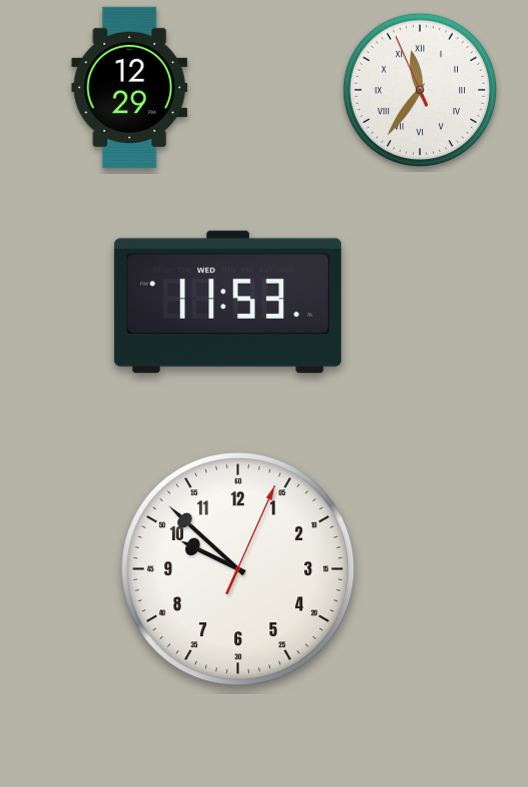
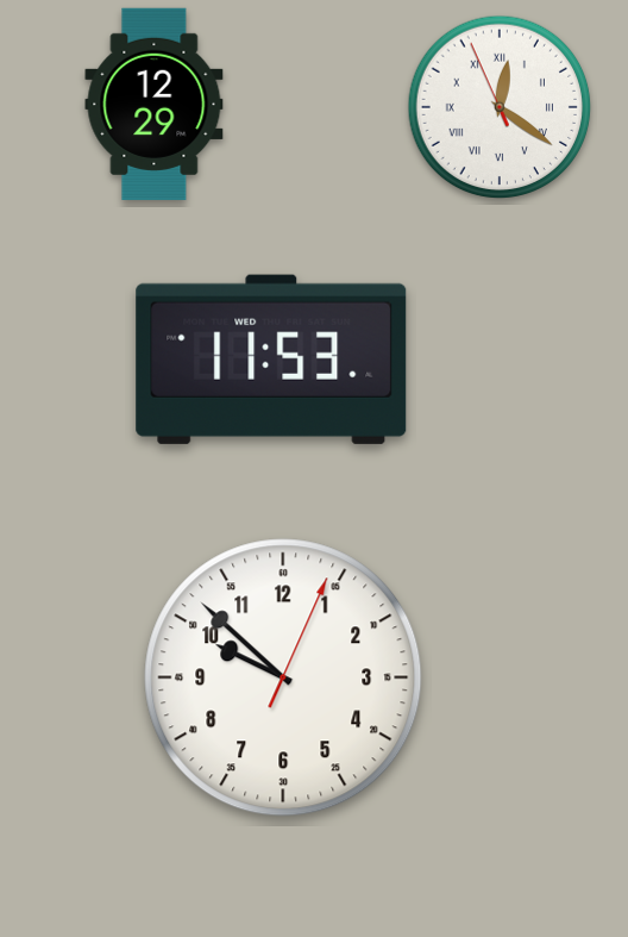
clock at (420, 90): 11:35 -> 12:20
